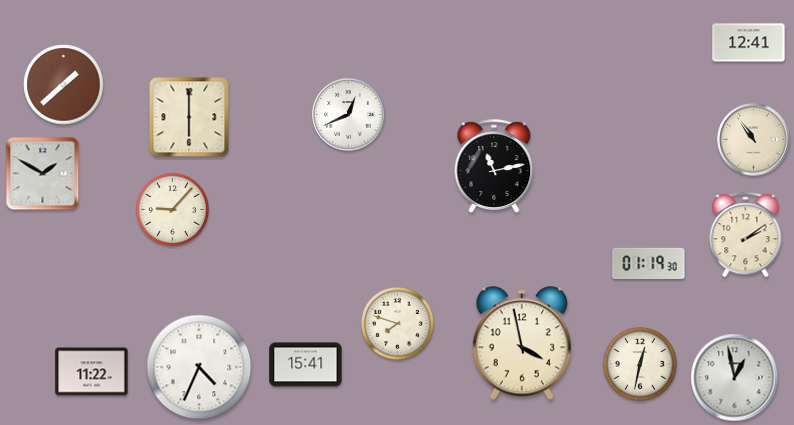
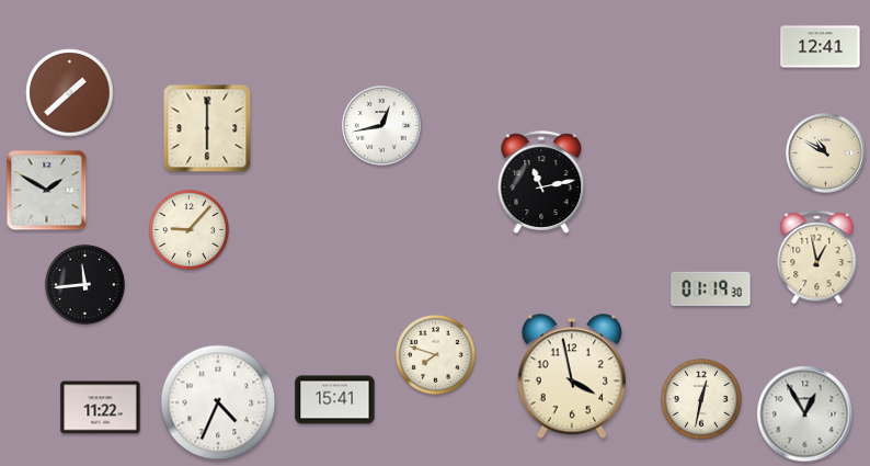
clock at (349, 115): 12:41 -> 12:43
clock at (754, 140): 10:54 -> 10:50
clock at (746, 235): 2:09 -> 12:58
clock at (84, 284): none -> 11:44
clock at (735, 378): 12:58 -> 12:55
